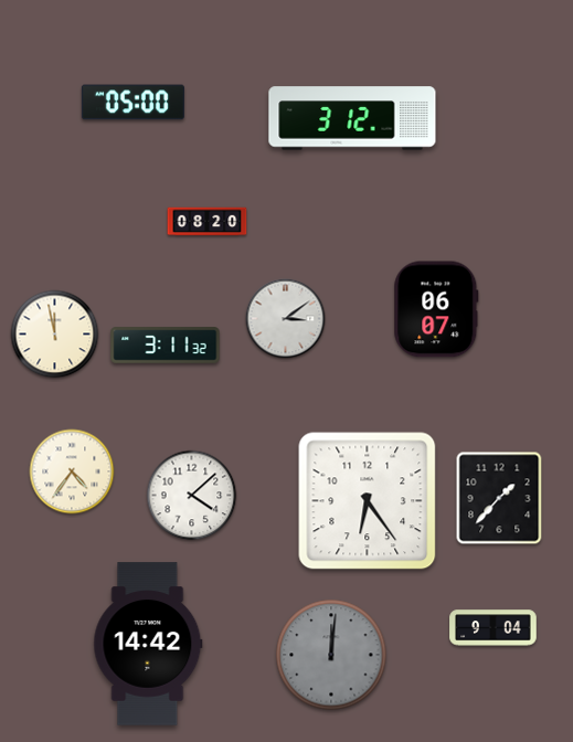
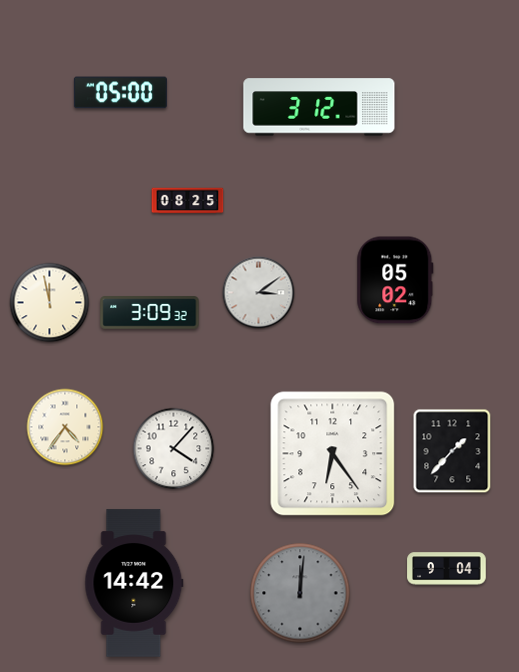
clock at (208, 222): 08:20 -> 08:25
clock at (436, 309): 06:07 -> 05:02
clock at (286, 319) position: (286, 319) -> (259, 293)
clock at (166, 346): 3:11 -> 3:09
clock at (192, 496): 4:08 -> 4:07
